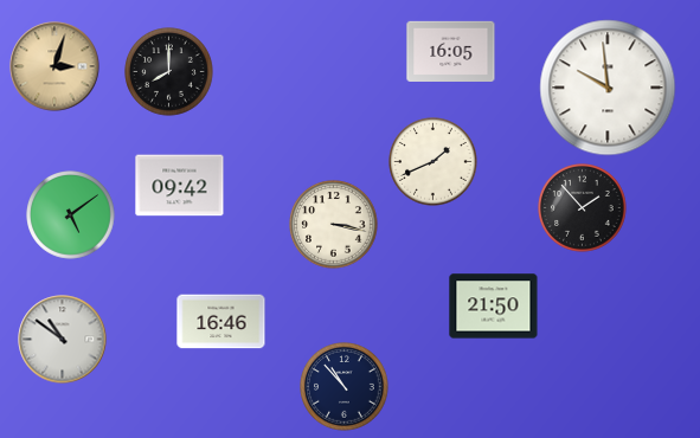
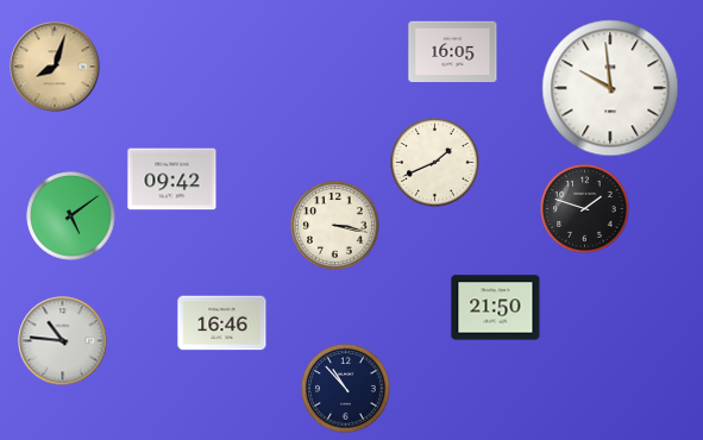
clock at (54, 66): 3:03 -> 8:03
clock at (169, 72): 8:00 -> none
clock at (180, 186) position: (180, 186) -> (172, 180)
clock at (583, 208): 1:53 -> 1:48
clock at (63, 340): 10:51 -> 10:46
